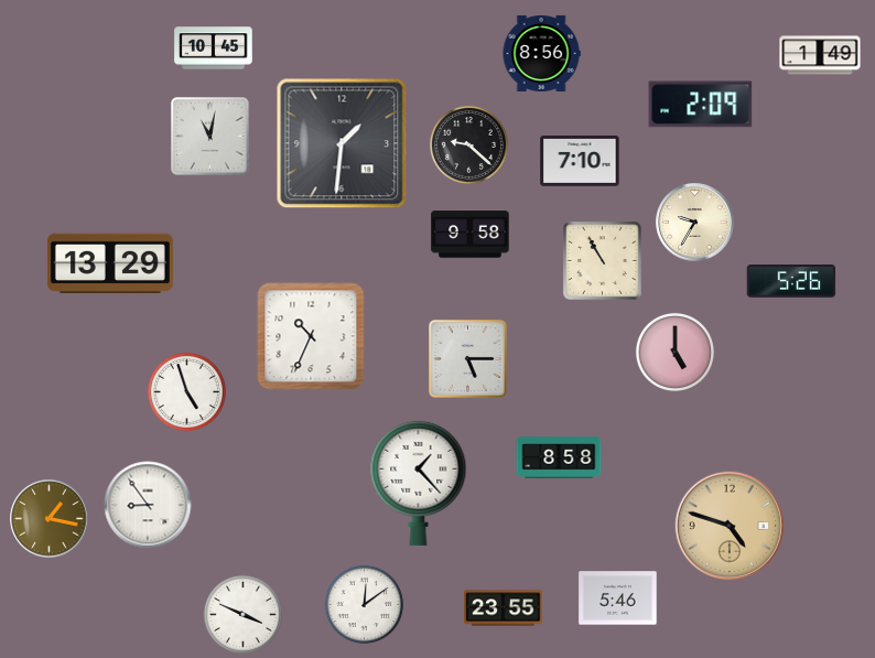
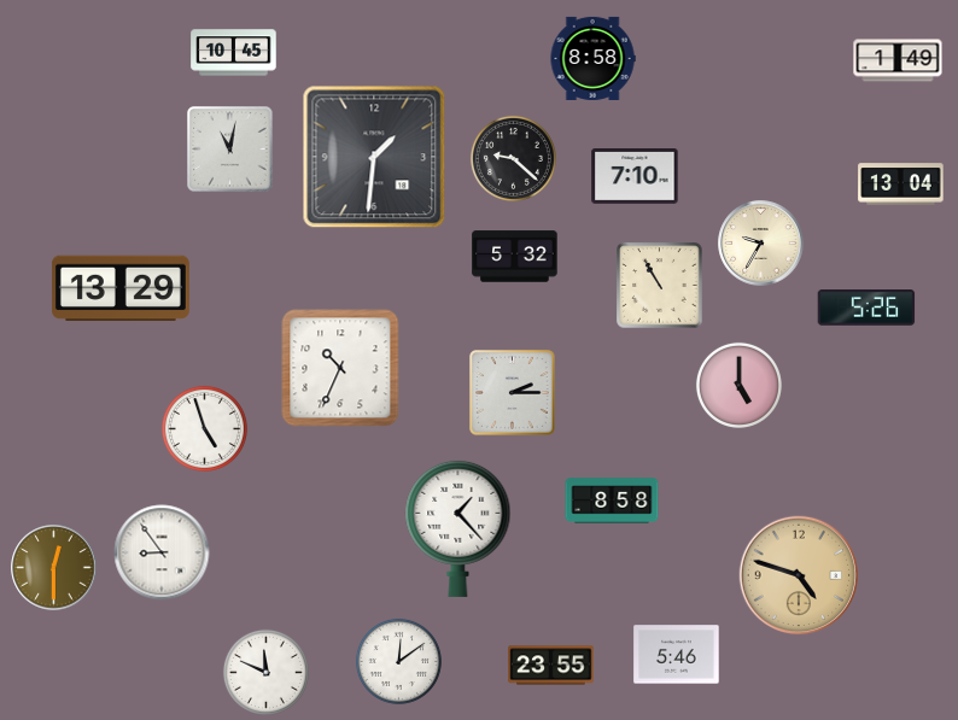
clock at (541, 53): 8:56 -> 8:58
clock at (701, 105): 2:09 -> none
clock at (901, 185): none -> 13:04
clock at (471, 235): 9:58 -> 5:32
clock at (468, 359): 5:15 -> 2:15
clock at (50, 519): 1:17 -> 12:30
clock at (242, 614): 3:49 -> 11:49
